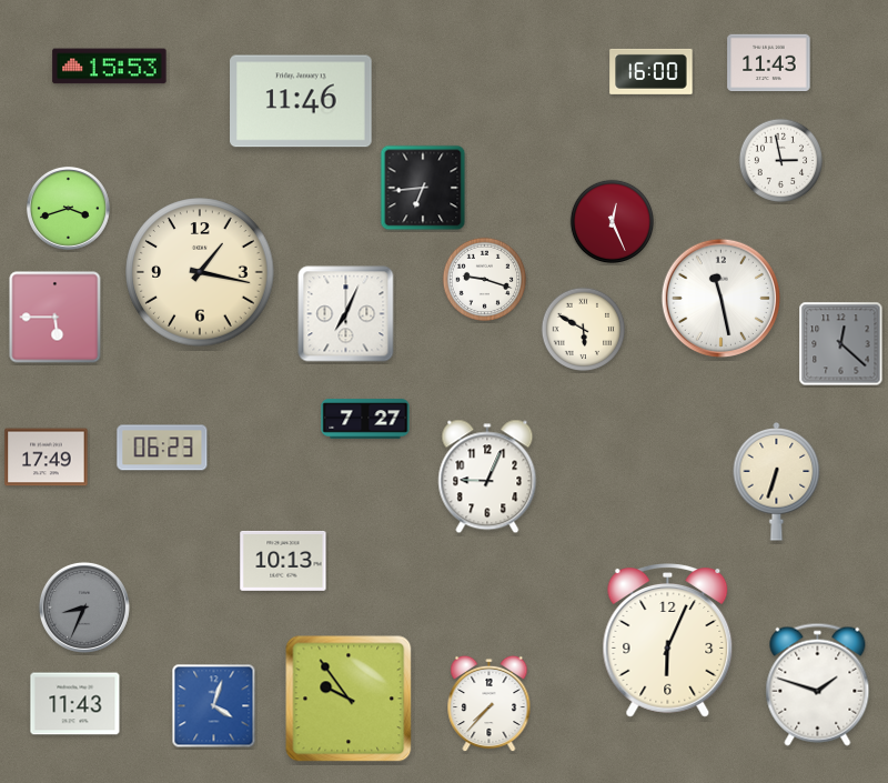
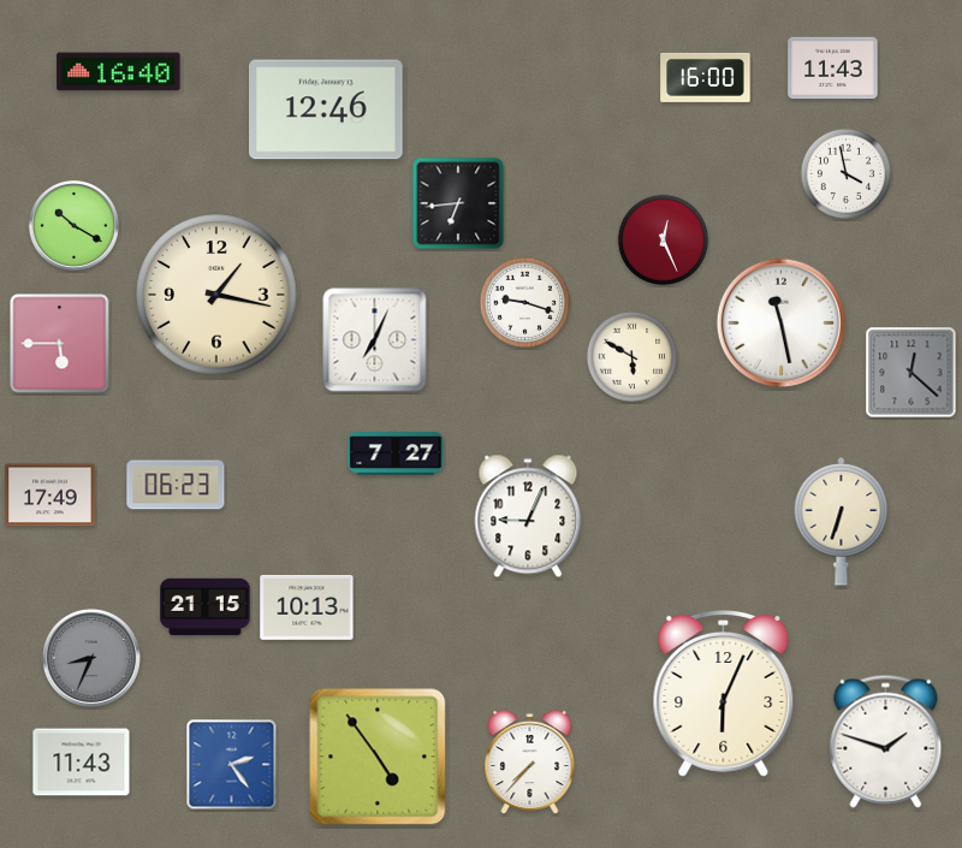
clock at (110, 67): 15:53 -> 16:40
clock at (302, 101): 11:46 -> 12:46
clock at (781, 161): 2:58 -> 3:58
clock at (68, 208): 3:42 -> 10:20
clock at (206, 607): none -> 21:15
clock at (349, 699): 9:54 -> 4:54
clock at (214, 706): 4:03 -> 2:24
